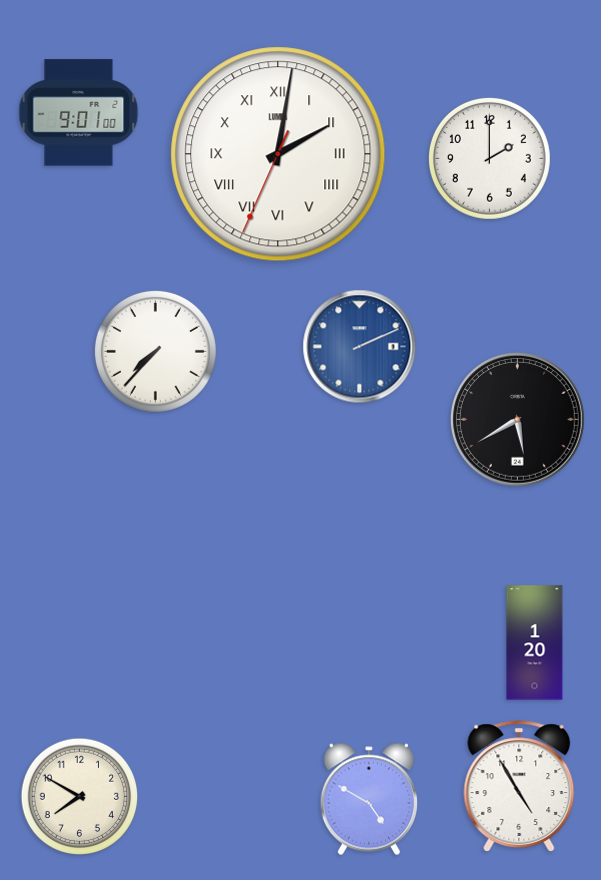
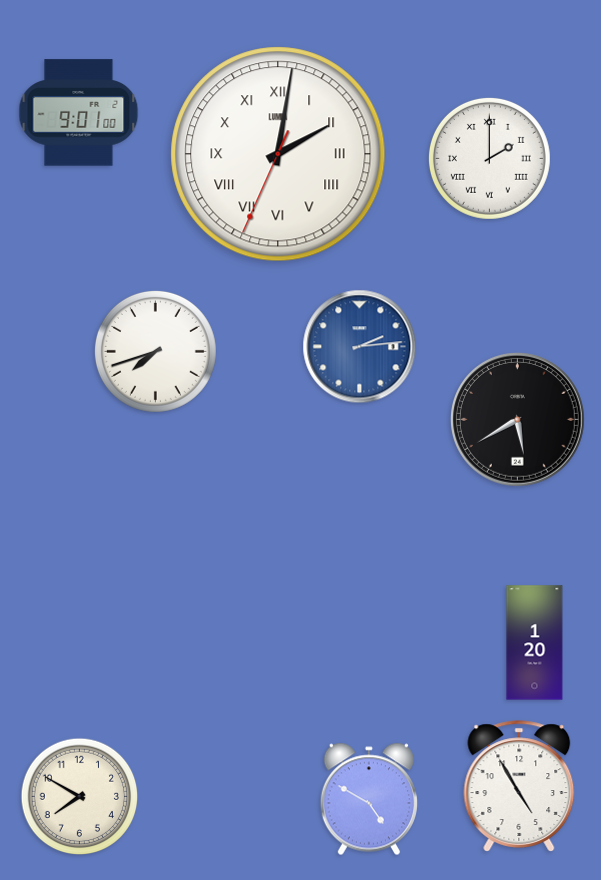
clock at (489, 158) numerals: Arabic -> Roman
clock at (360, 347): 2:11 -> 2:14
clock at (155, 351): 7:37 -> 7:42
